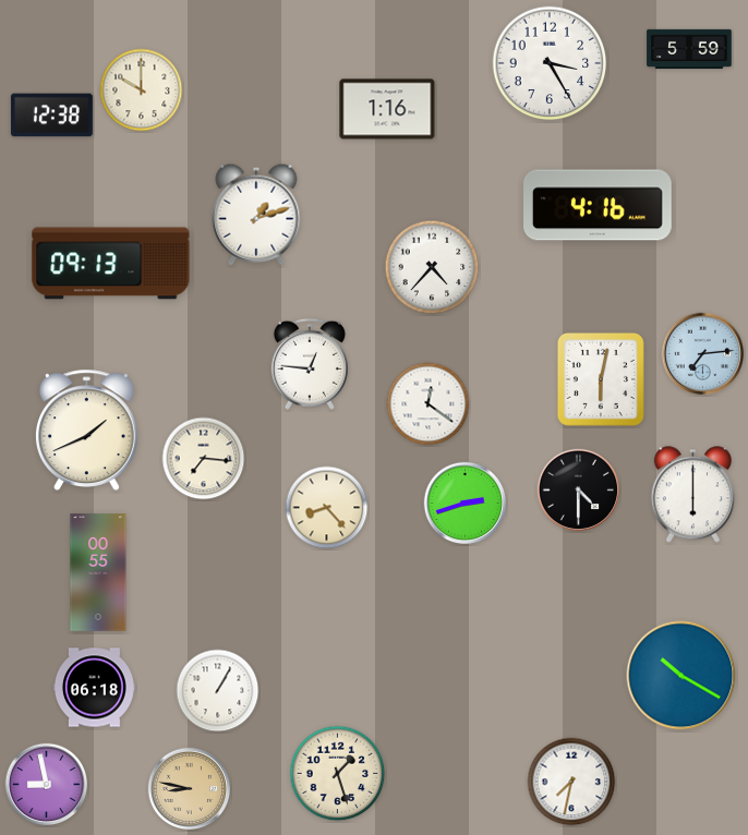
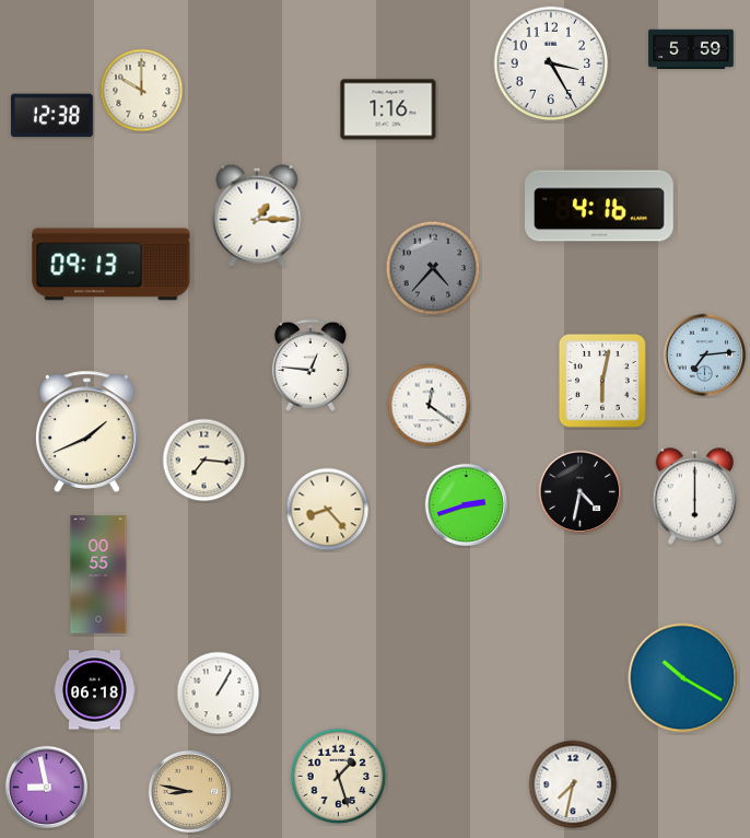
clock at (256, 215): 1:12 -> 1:15
clock at (432, 267) dial: white -> grey
clock at (579, 491): 4:30 -> 4:32
